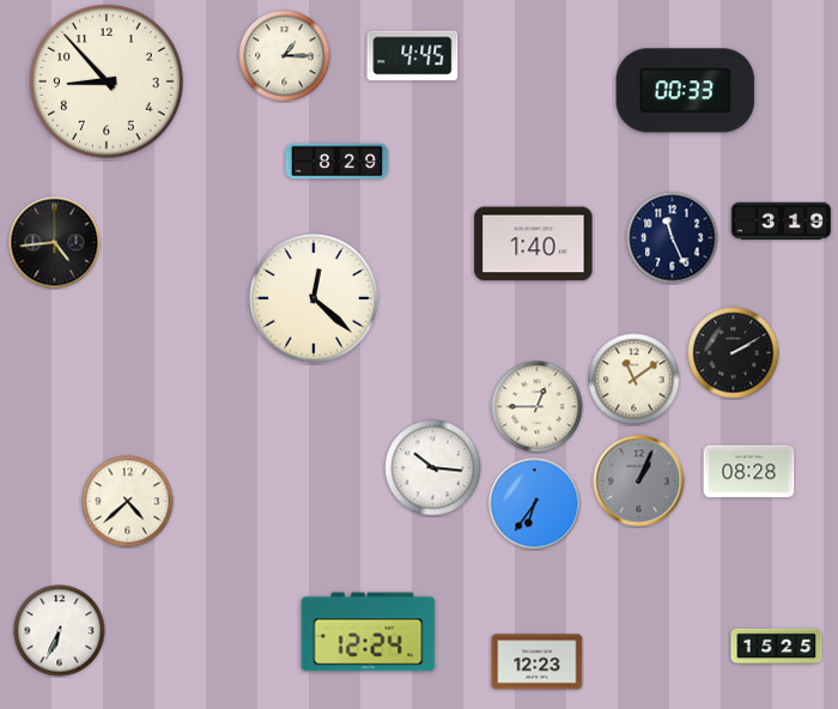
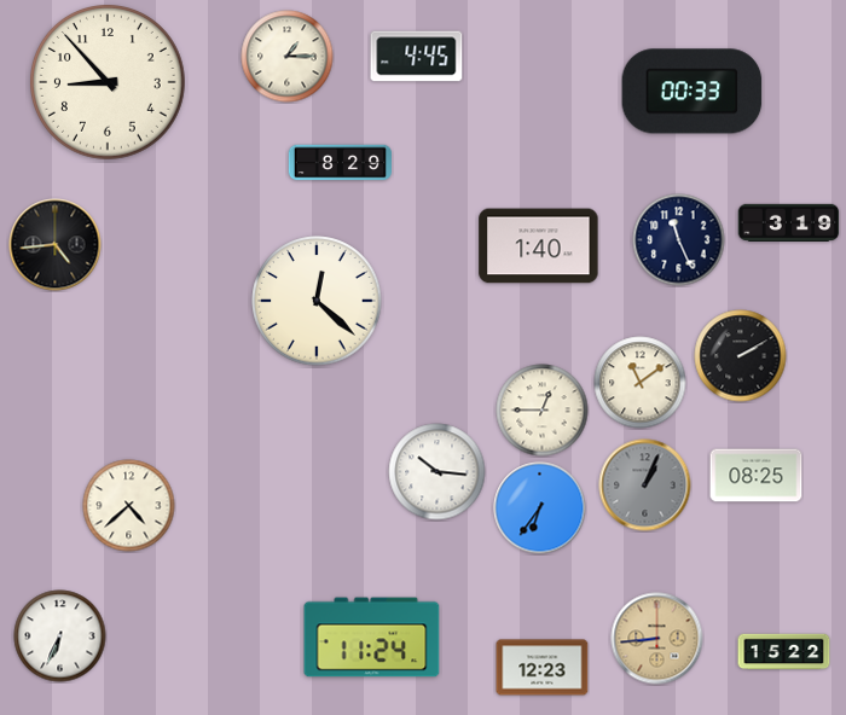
clock at (749, 472): 08:28 -> 08:25
clock at (369, 632): 12:24 -> 11:24
clock at (657, 639): none -> 8:44
clock at (777, 647): 15:25 -> 15:22
